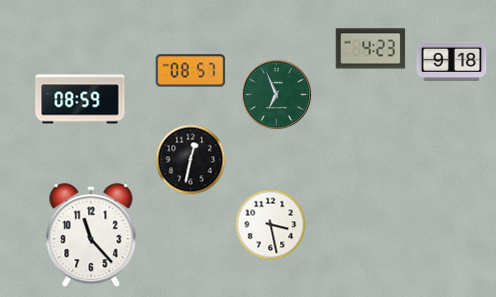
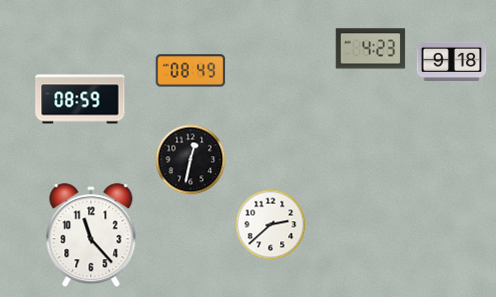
clock at (191, 71): 08:57 -> 08:49
clock at (277, 95): 6:56 -> none
clock at (271, 225): 3:28 -> 2:38
